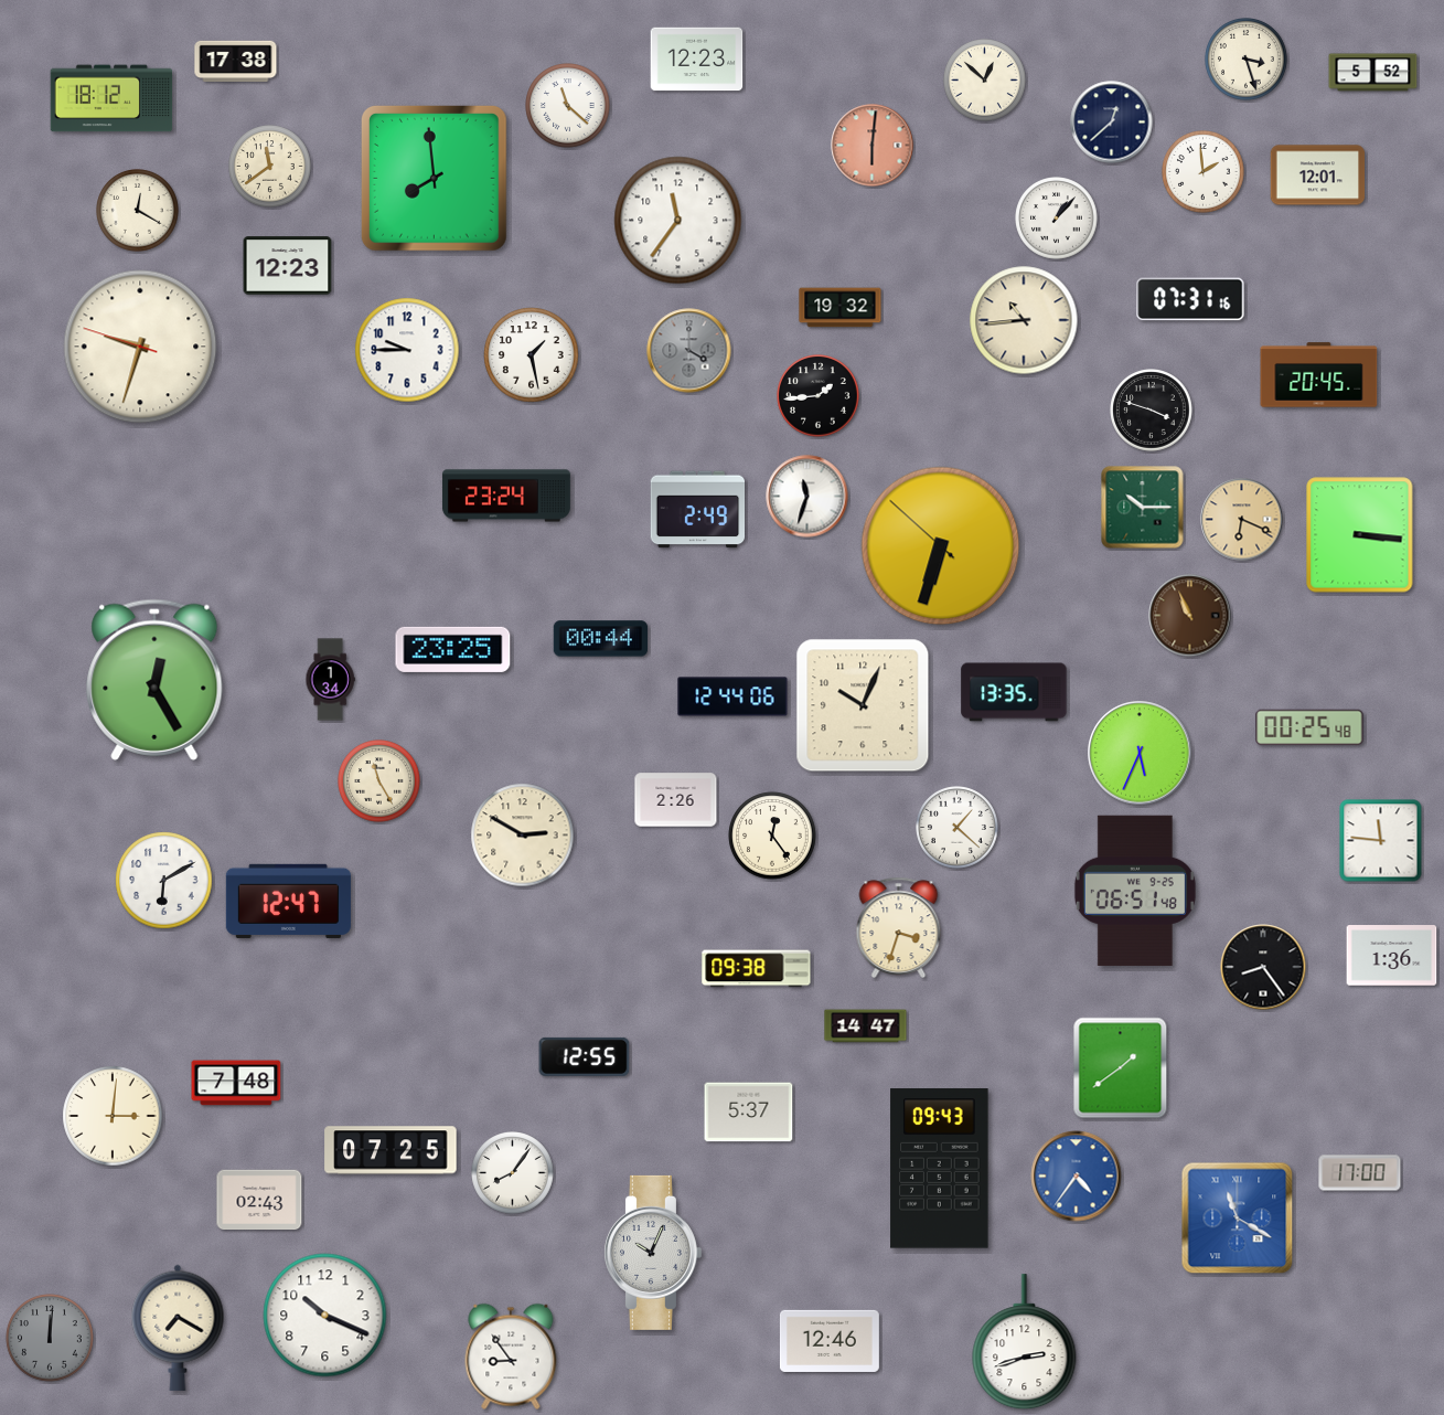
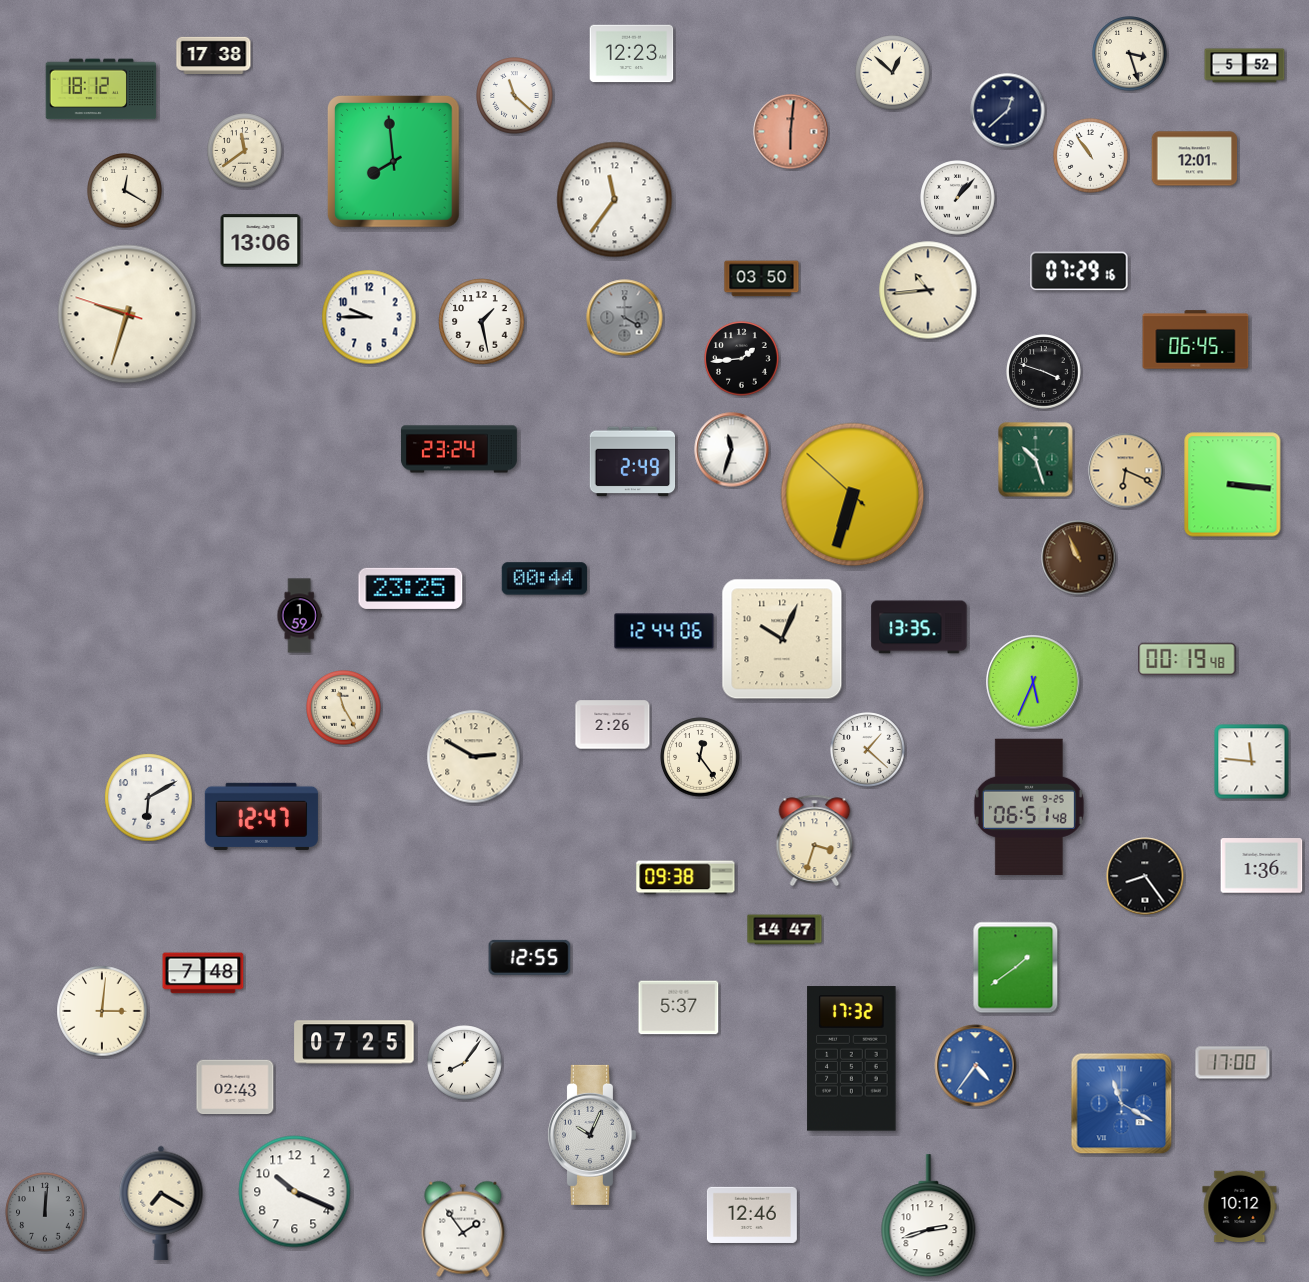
clock at (1204, 172): 1:59 -> 10:54
clock at (288, 266): 12:23 -> 13:06
clock at (1190, 299): 07:31 -> 07:29
clock at (841, 308): 19:32 -> 03:50
clock at (1319, 375): 20:45 -> 06:45
clock at (1143, 508): 10:15 -> 10:27
clock at (154, 680): 12:25 -> none
clock at (330, 680): 1:34 -> 1:59
clock at (1309, 727): 00:25 -> 00:19
clock at (236, 1083) position: (236, 1083) -> (203, 973)
clock at (940, 1169): 09:43 -> 17:32
clock at (1240, 1207): none -> 10:12
clock at (511, 1357): 8:54 -> 1:54
